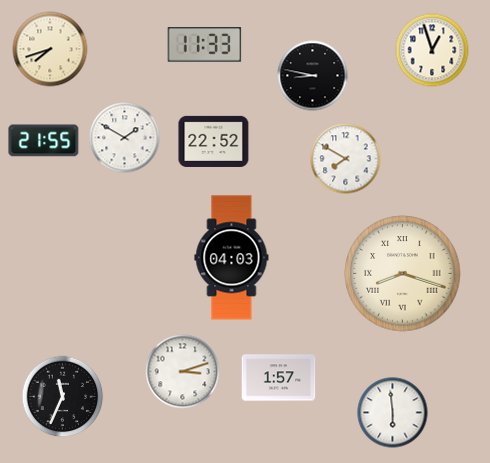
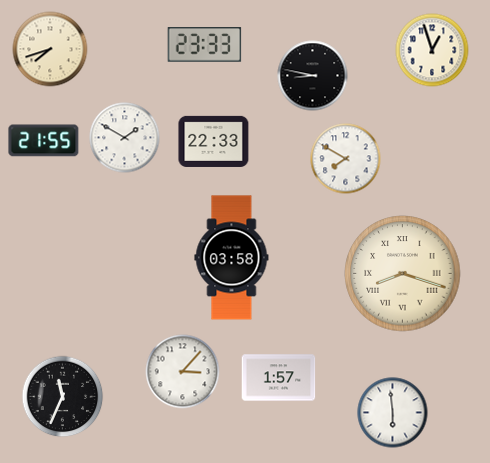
clock at (205, 45): 11:33 -> 23:33
clock at (214, 141): 22:52 -> 22:33
clock at (232, 258): 04:03 -> 03:58
clock at (183, 372): 3:12 -> 3:07
